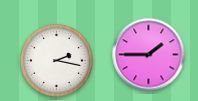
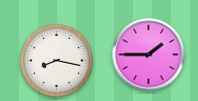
clock at (57, 61): 2:17 -> 8:17
